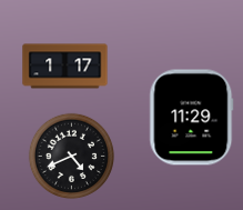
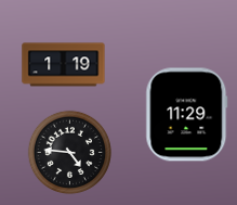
clock at (65, 67): 1:17 -> 1:19
clock at (71, 156): 4:41 -> 4:46
